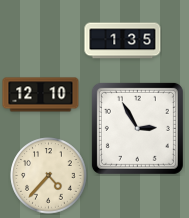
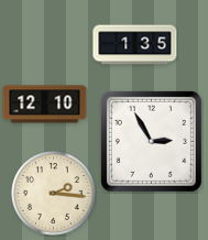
clock at (49, 176): 4:37 -> 2:16
